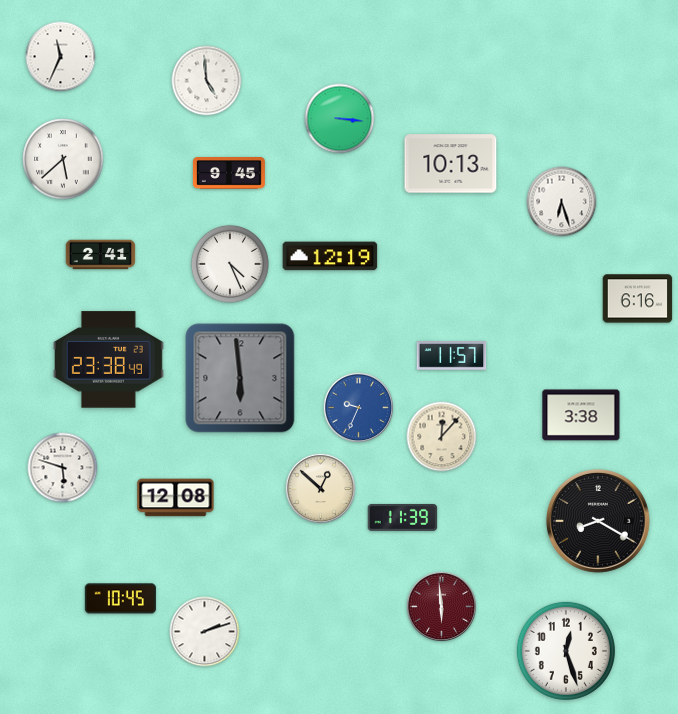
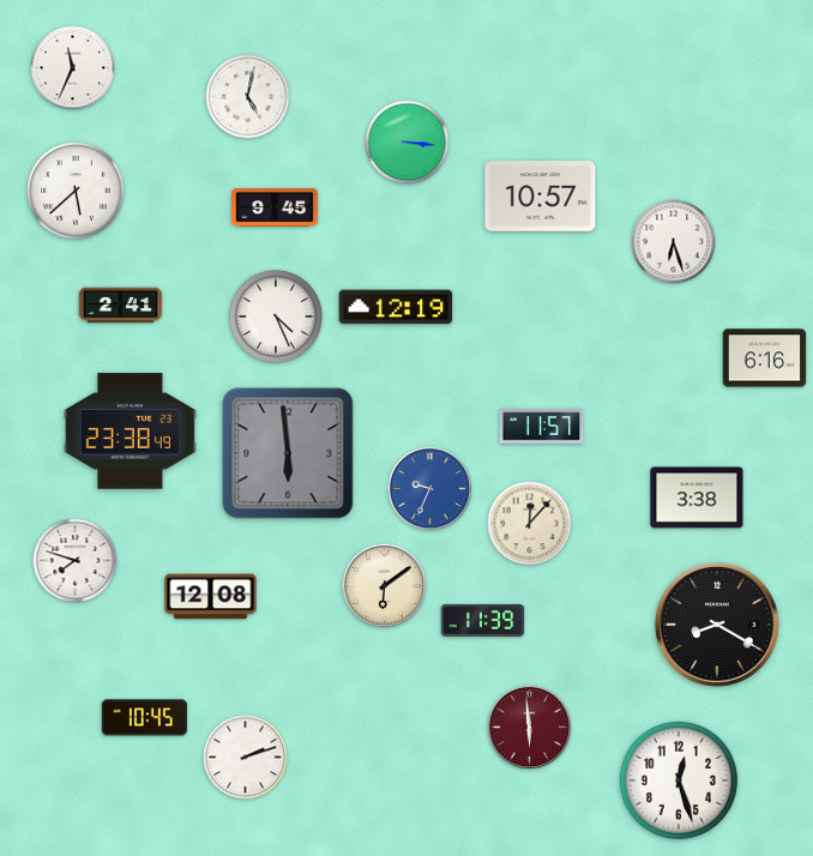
clock at (207, 81): 4:59 -> 5:02
clock at (451, 164): 10:13 -> 10:57
clock at (63, 468): 5:48 -> 7:48
clock at (321, 489): 12:52 -> 6:09
